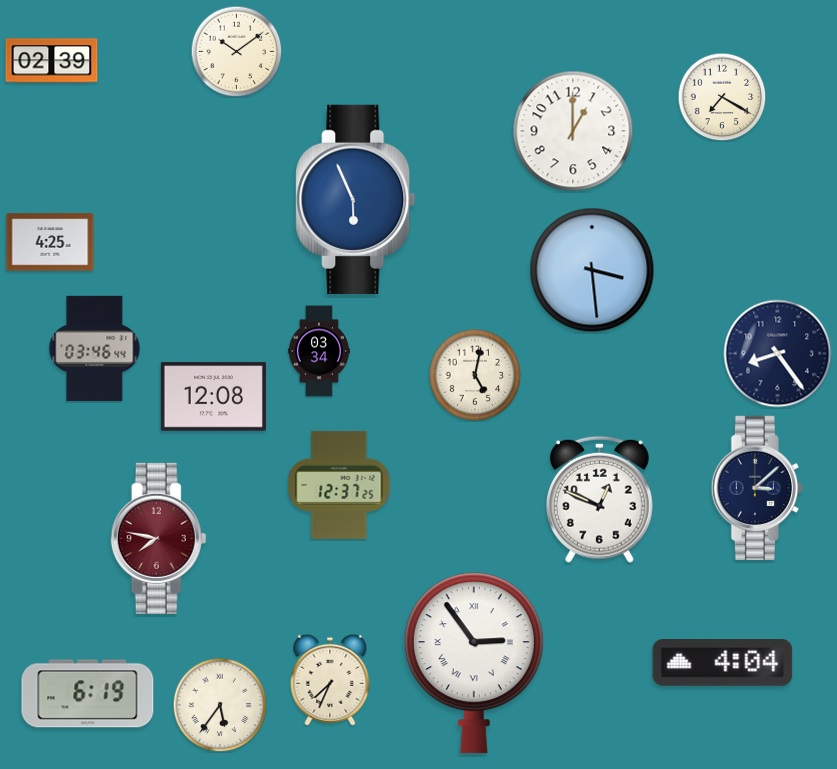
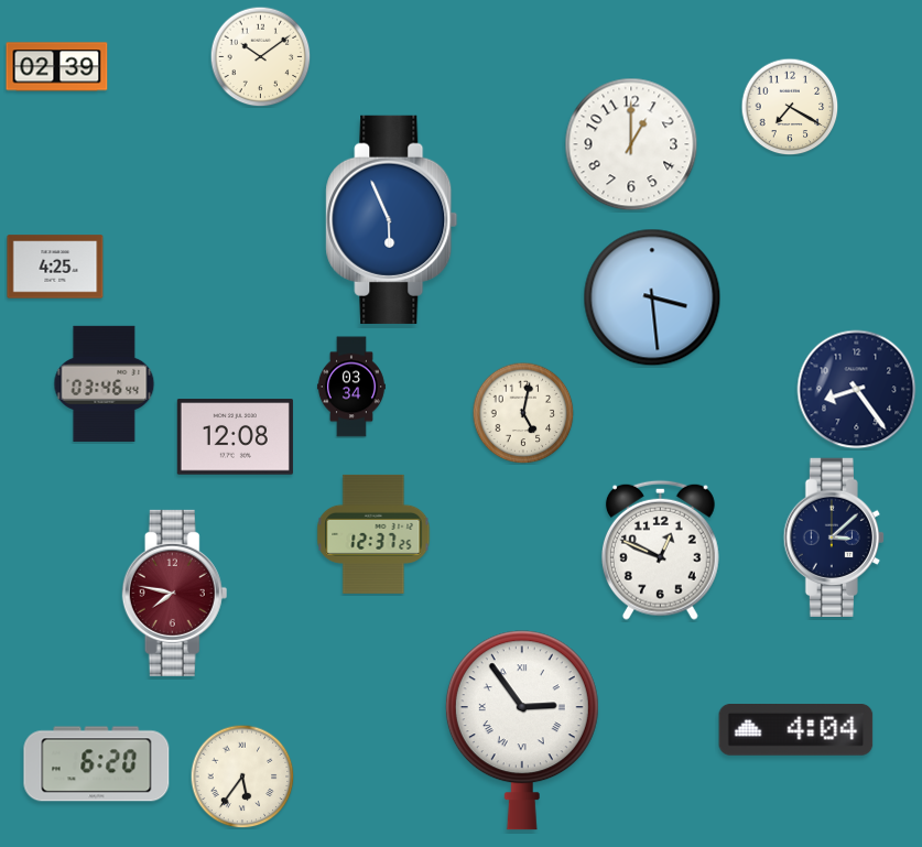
clock at (722, 97) position: (722, 97) -> (790, 107)
clock at (330, 680): 7:34 -> none
clock at (88, 694): 6:19 -> 6:20
